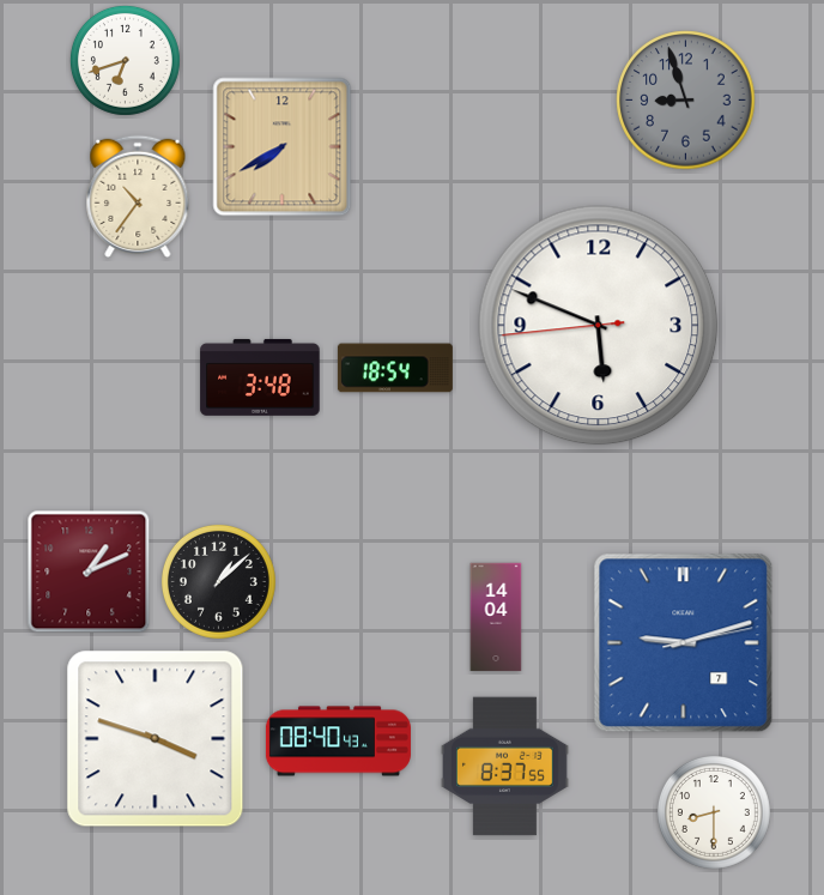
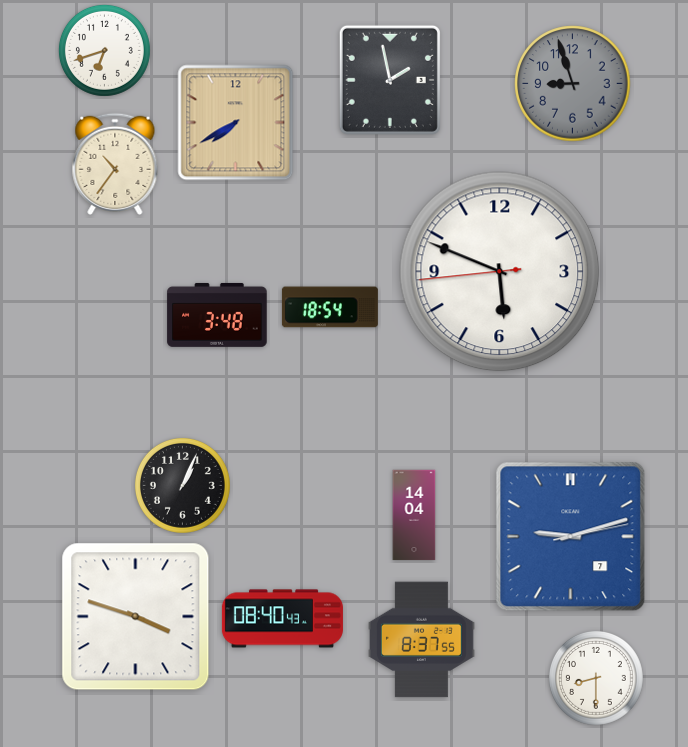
clock at (390, 80): none -> 1:58
clock at (89, 572): 1:11 -> none
clock at (218, 581): 1:08 -> 1:04
clock at (156, 739) position: (156, 739) -> (136, 617)
